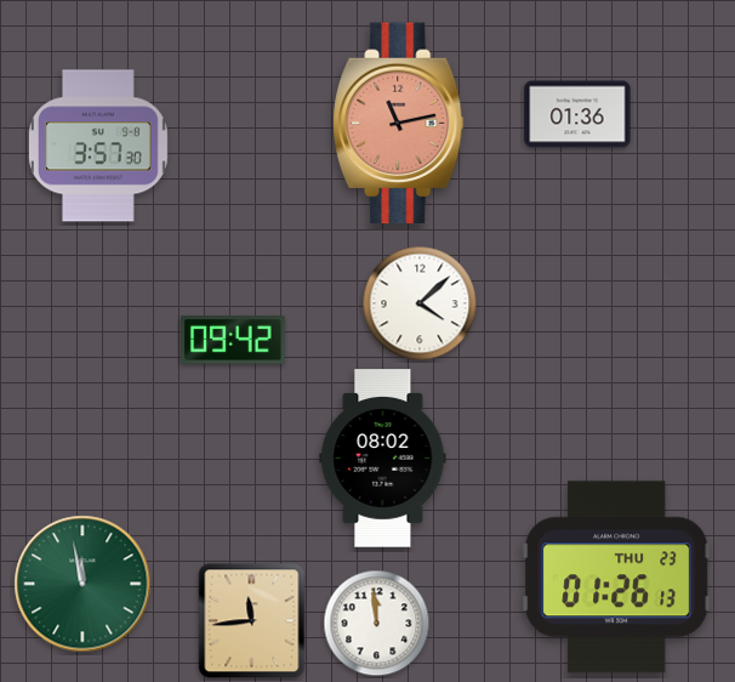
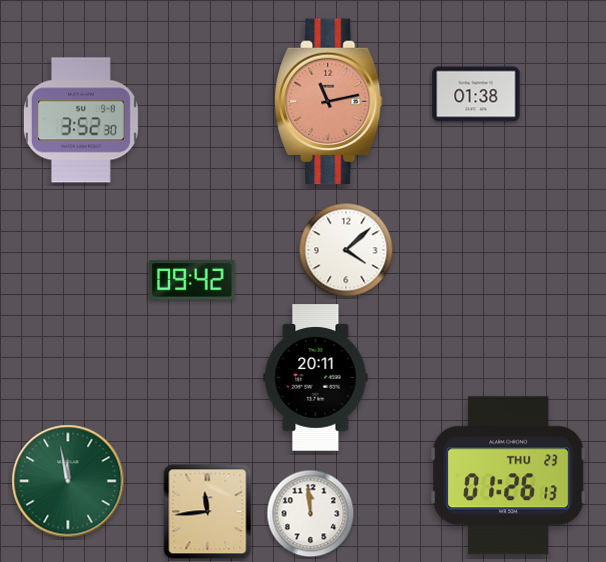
clock at (577, 114): 01:36 -> 01:38
clock at (98, 146): 3:57 -> 3:52
clock at (383, 459): 08:02 -> 20:11
